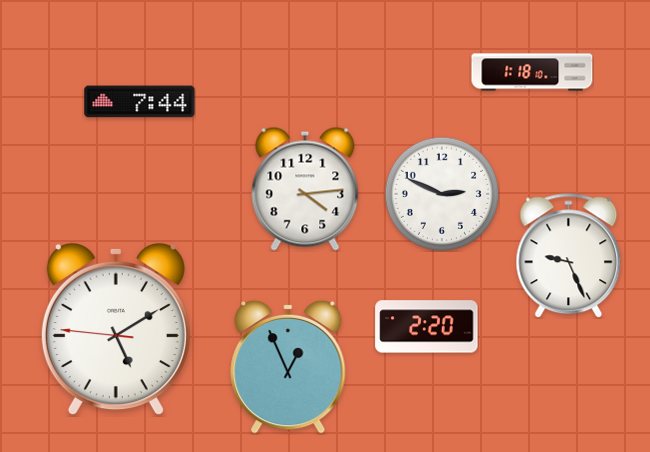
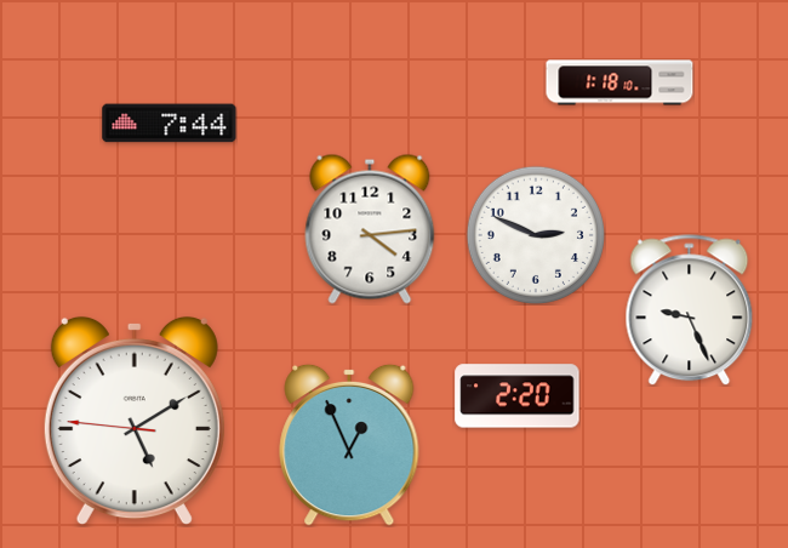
clock at (532, 72) position: (532, 72) -> (619, 82)
clock at (116, 329) position: (116, 329) -> (135, 421)
